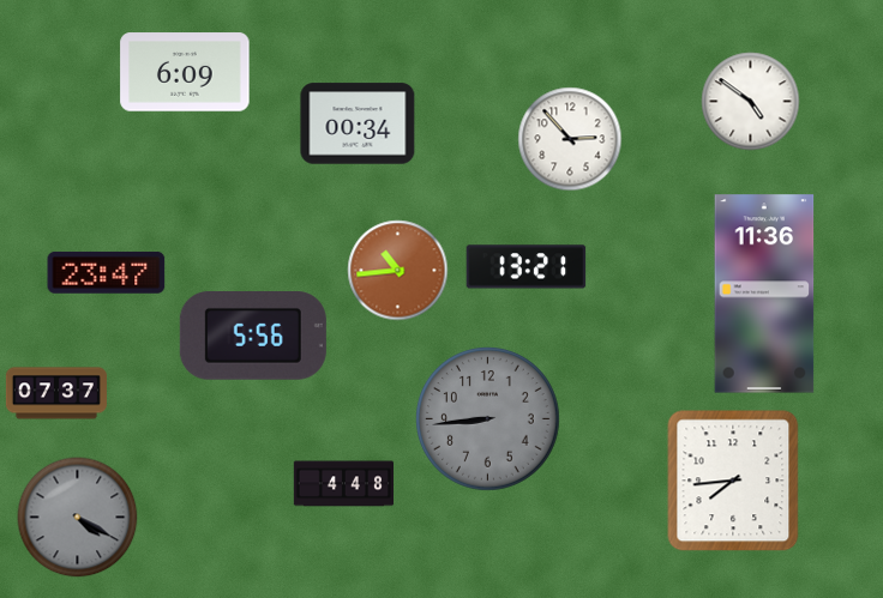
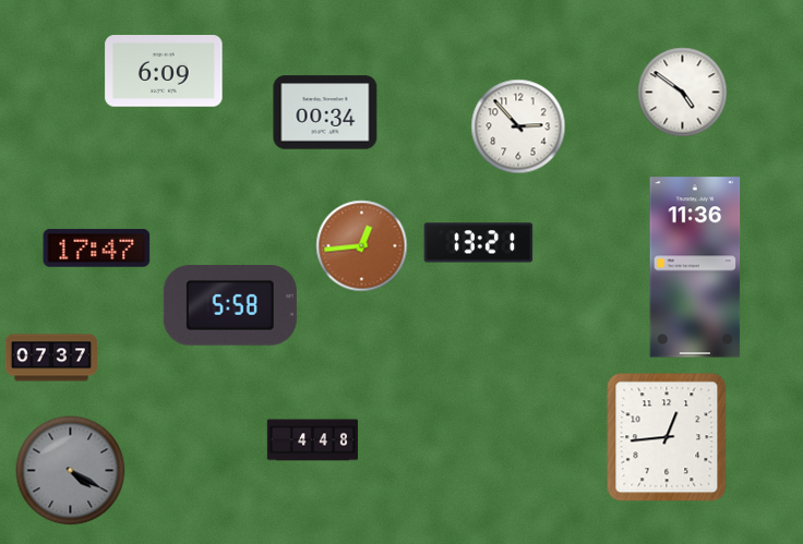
clock at (185, 72) position: (185, 72) -> (164, 71)
clock at (398, 271): 10:44 -> 12:44
clock at (107, 272): 23:47 -> 17:47
clock at (253, 337): 5:56 -> 5:58
clock at (488, 419): 8:44 -> none
clock at (733, 481): 7:44 -> 12:44
